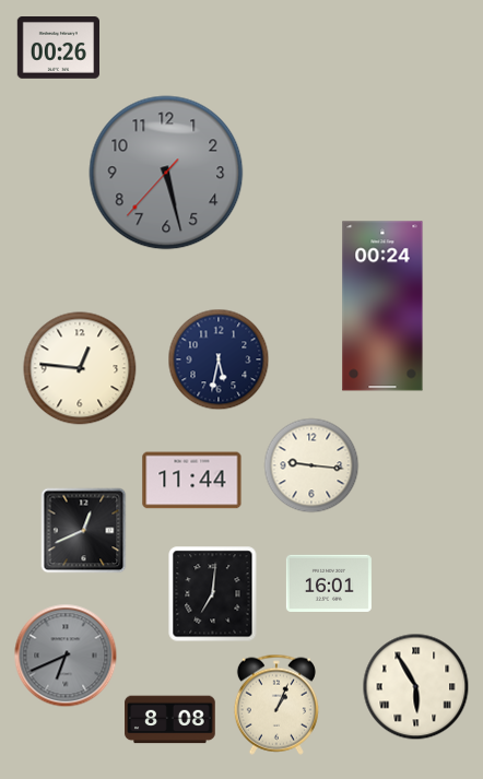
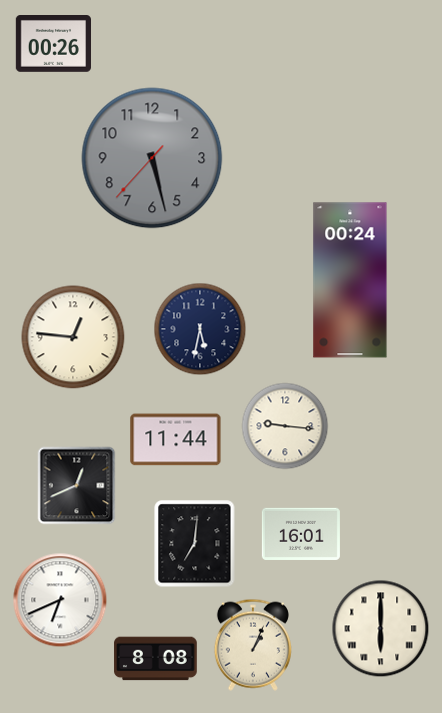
clock at (66, 656) dial: grey -> white
clock at (416, 687): 5:55 -> 6:00
